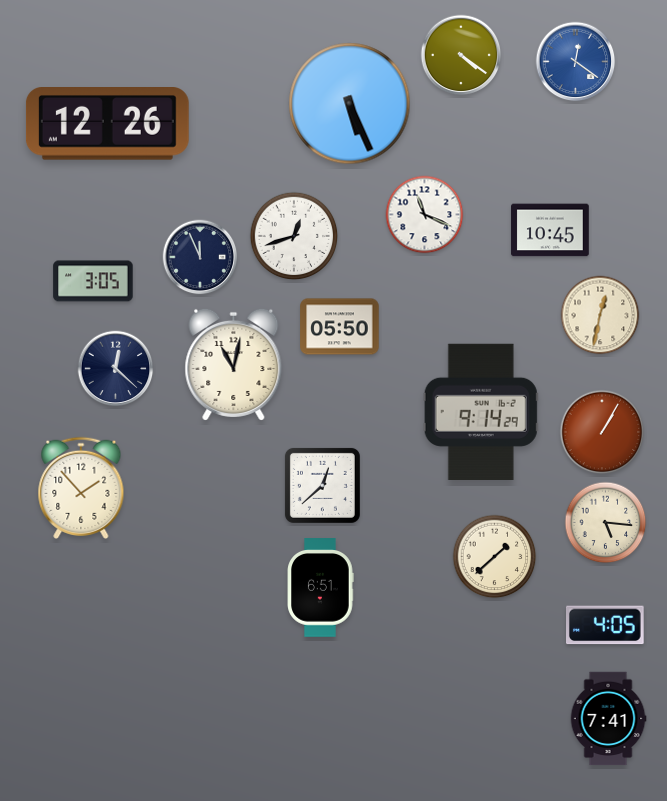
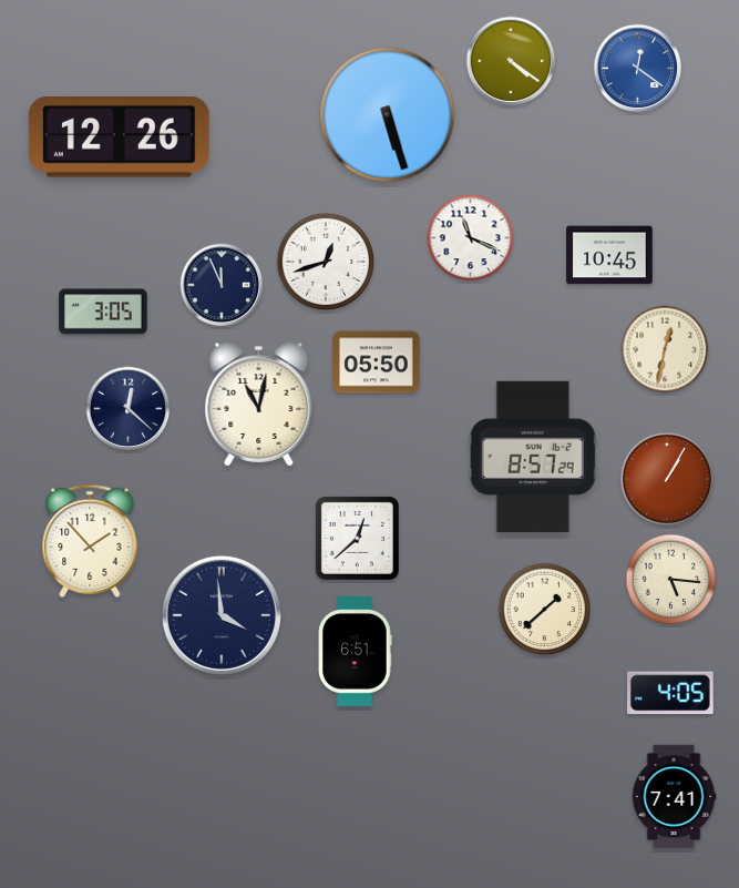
clock at (350, 104): 5:26 -> 5:27
clock at (481, 411): 9:14 -> 8:57
clock at (222, 615): none -> 3:59
clock at (495, 557) position: (495, 557) -> (545, 610)
